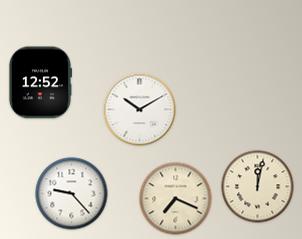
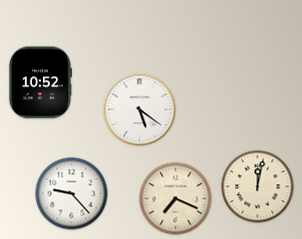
clock at (39, 83): 12:52 -> 10:52
clock at (140, 110): 10:10 -> 5:21
